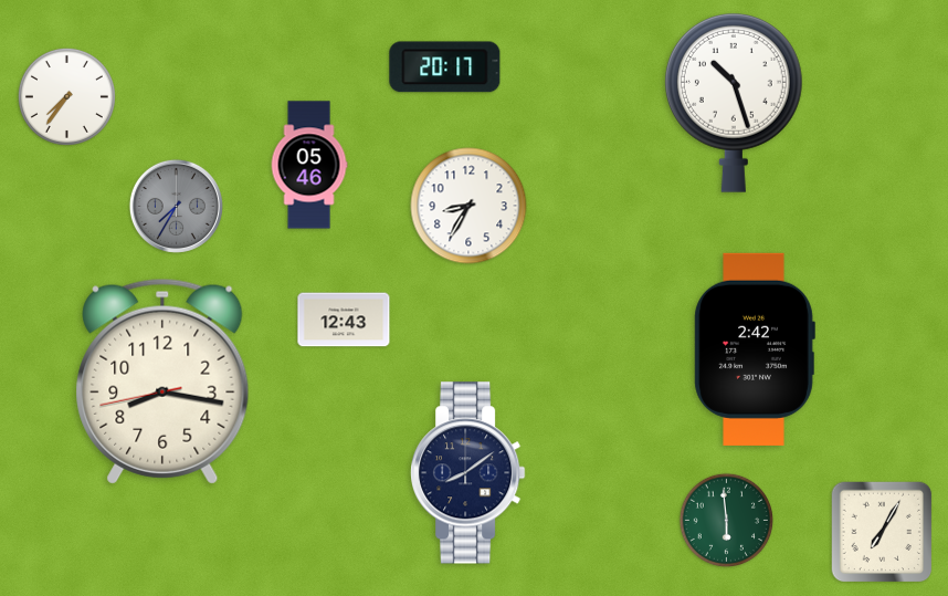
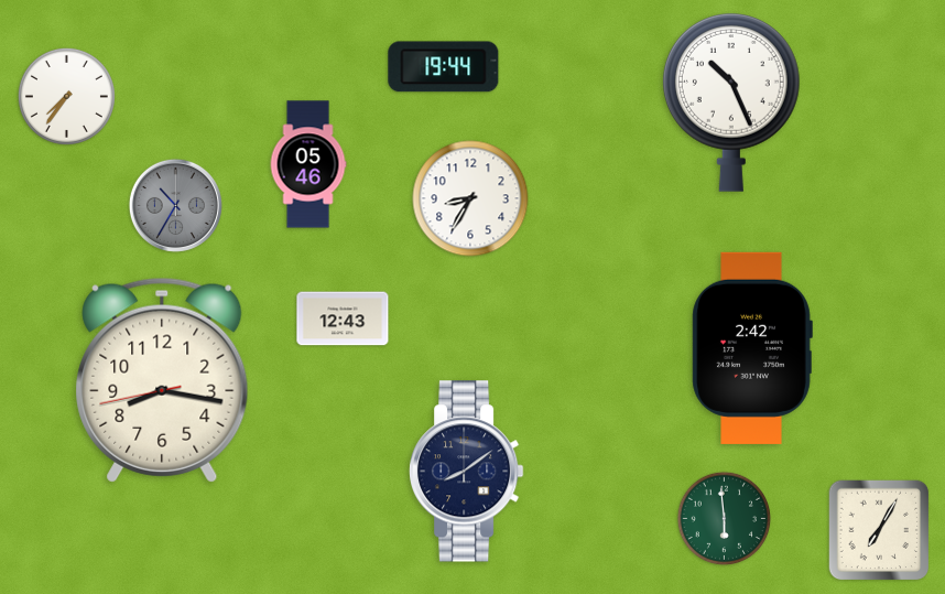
clock at (445, 67): 20:17 -> 19:44
clock at (734, 103): 10:27 -> 10:26
clock at (176, 206): 7:35 -> 10:35
clock at (468, 206) position: (468, 206) -> (470, 198)
